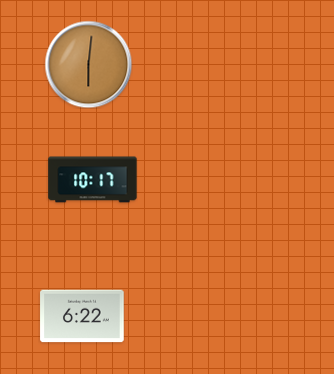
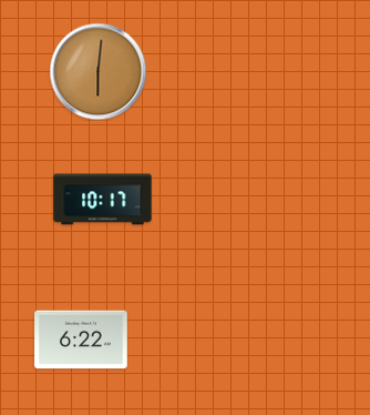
clock at (82, 316) position: (82, 316) -> (81, 340)
